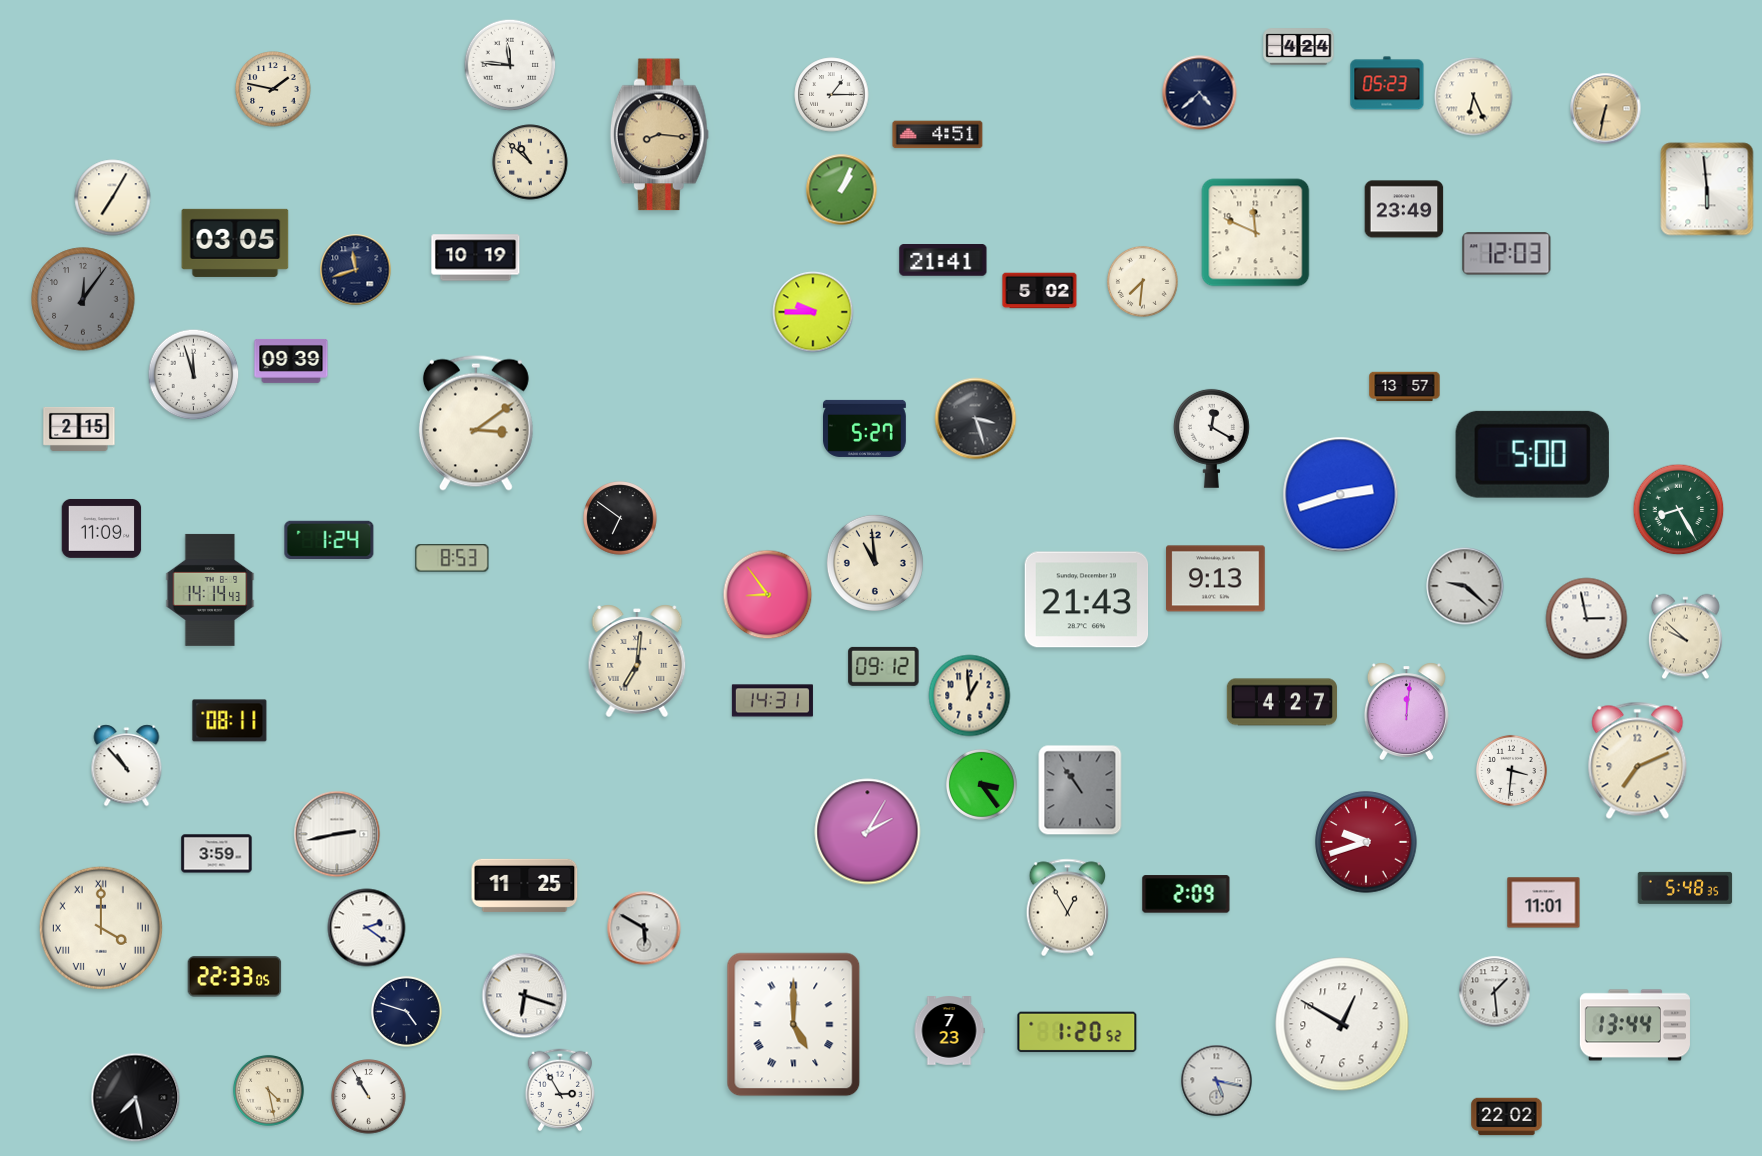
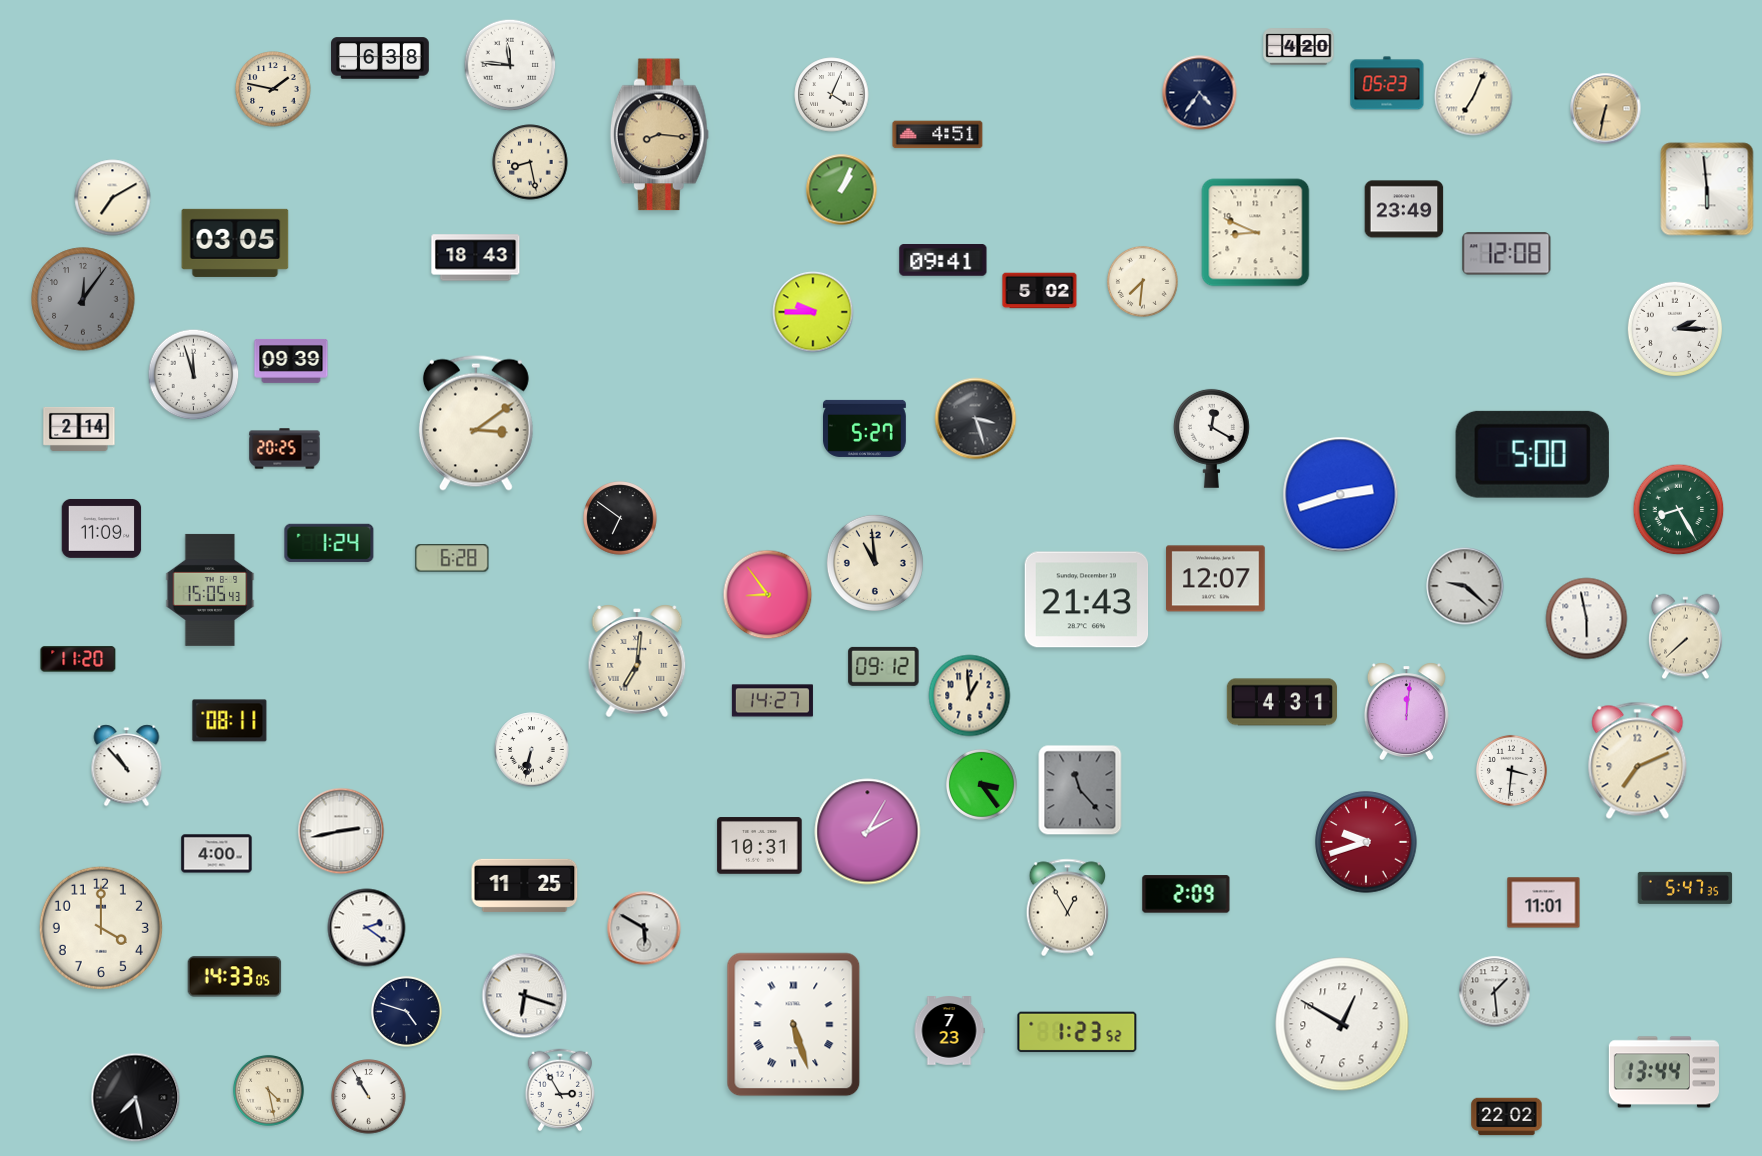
clock at (1299, 47): 4:24 -> 4:20
clock at (381, 58): none -> 6:38
clock at (1200, 93): 4:38 -> 4:36
clock at (832, 95): 1:15 -> 4:04
clock at (1474, 97): 6:26 -> 7:04
clock at (530, 162): 10:52 -> 8:28
clock at (113, 198): 7:05 -> 7:10
clock at (1256, 233): 11:49 -> 8:49
clock at (1507, 254): 12:03 -> 12:08
clock at (476, 258): 10:19 -> 18:43
clock at (943, 260): 21:41 -> 09:41
clock at (356, 270): 11:42 -> none
clock at (1675, 329): none -> 2:15
clock at (1405, 387): 13:57 -> none
clock at (79, 429): 2:15 -> 2:14
clock at (285, 449): none -> 20:25
clock at (329, 540) position: (329, 540) -> (329, 543)
clock at (452, 558): 8:53 -> 6:28
clock at (1216, 579): 9:13 -> 12:07
clock at (210, 590): 14:14 -> 15:05
clock at (1587, 619): 2:58 -> 5:58
clock at (1685, 637): 9:52 -> 7:38
clock at (78, 659): none -> 11:20
clock at (772, 701): 14:31 -> 14:27
clock at (1282, 702): 4:27 -> 4:31
clock at (532, 750): none -> 6:32
clock at (1080, 790): 10:54 -> 11:23
clock at (337, 834) position: (337, 834) -> (341, 831)
clock at (760, 846): none -> 10:31
clock at (217, 854): 3:59 -> 4:00
clock at (1685, 888): 5:48 -> 5:47
clock at (101, 928) numerals: Roman -> Arabic
clock at (235, 977): 22:33 -> 14:33
clock at (794, 1025): 5:00 -> 5:27
clock at (1635, 1025) position: (1635, 1025) -> (1664, 1072)
clock at (1077, 1032): 1:20 -> 1:23
clock at (1217, 1081): 5:17 -> none
